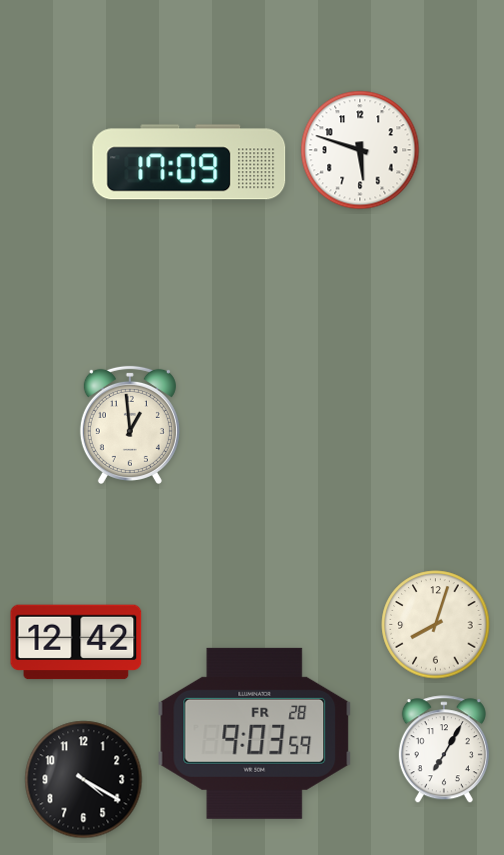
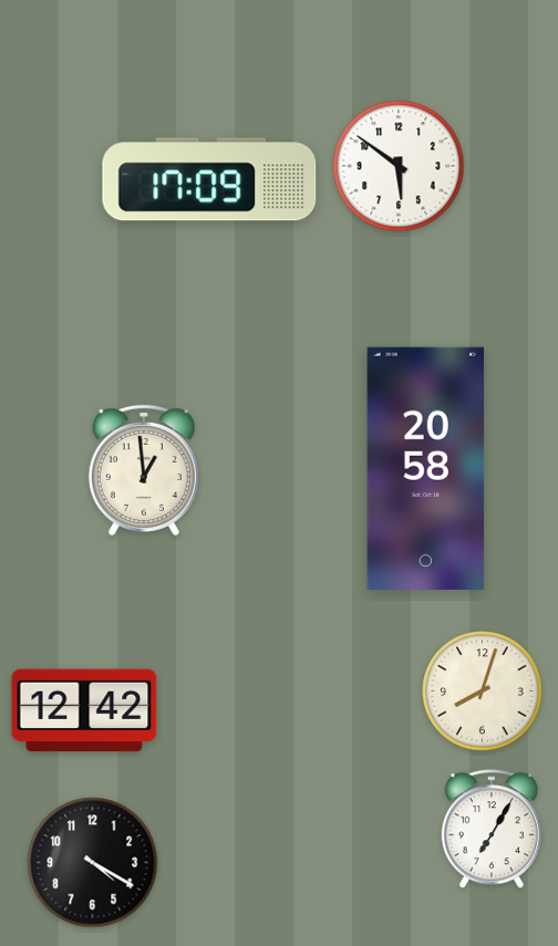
clock at (360, 150): 5:48 -> 5:51
clock at (426, 468): none -> 20:58
clock at (255, 733): 9:03 -> none
